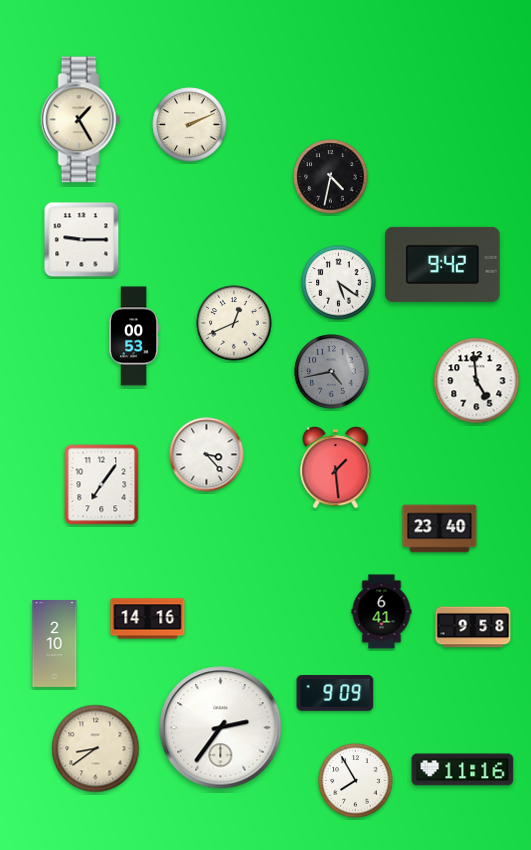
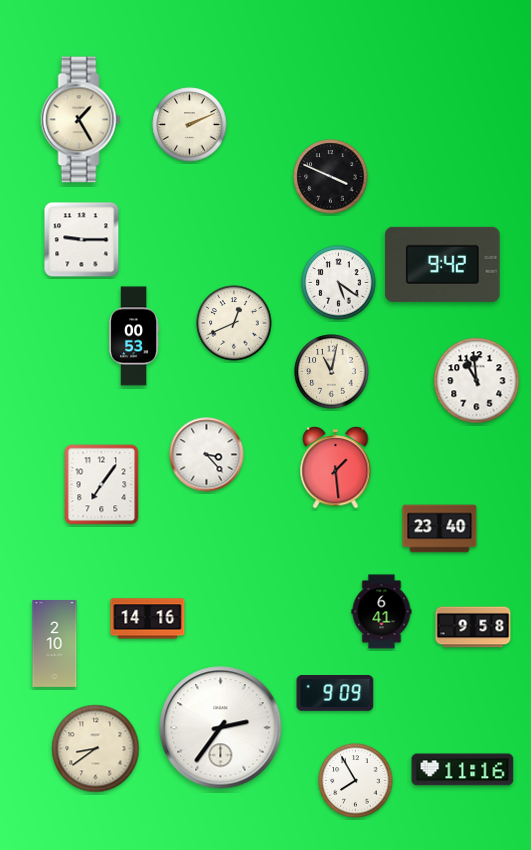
clock at (331, 177): 4:32 -> 3:49
clock at (332, 372): 4:43 -> 11:02
clock at (332, 372) dial: grey -> cream
clock at (477, 381): 4:59 -> 10:59
